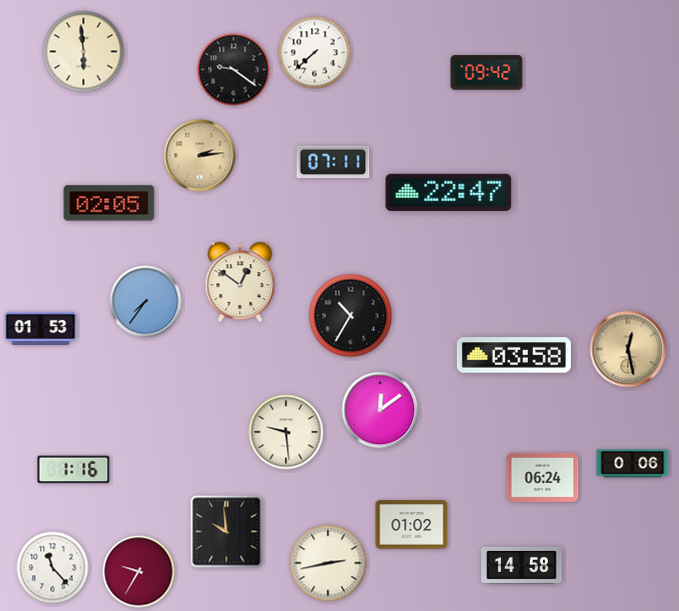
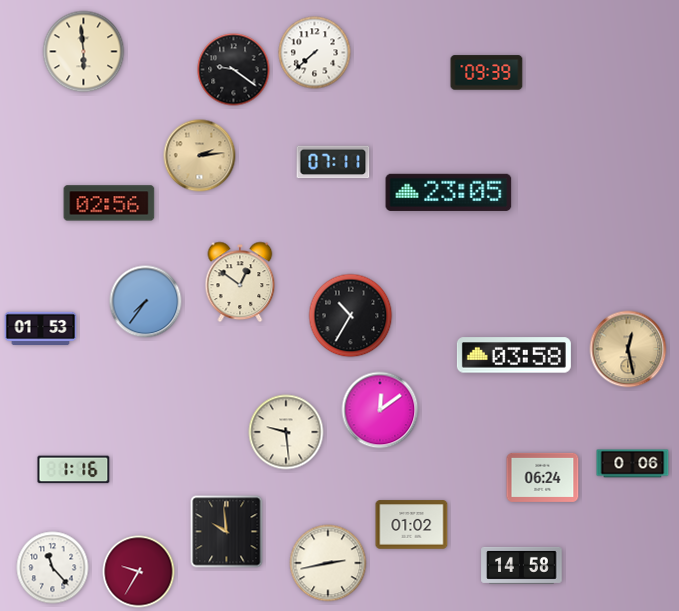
clock at (487, 73): 09:42 -> 09:39
clock at (449, 192): 22:47 -> 23:05
clock at (109, 203): 02:05 -> 02:56
